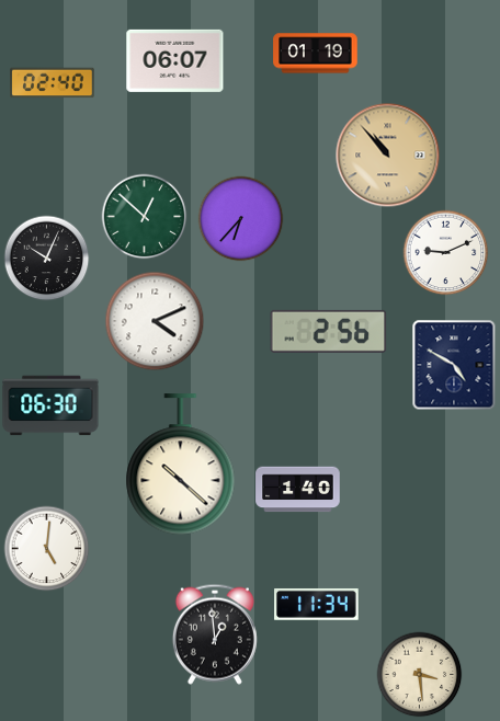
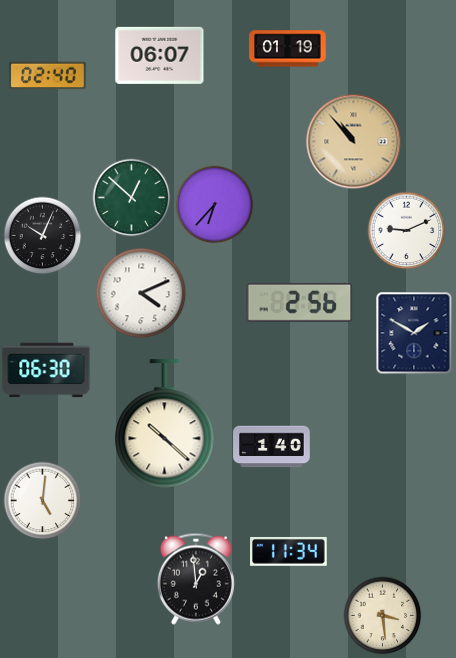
clock at (240, 218) position: (240, 218) -> (214, 204)
clock at (454, 365): 4:50 -> 1:50
